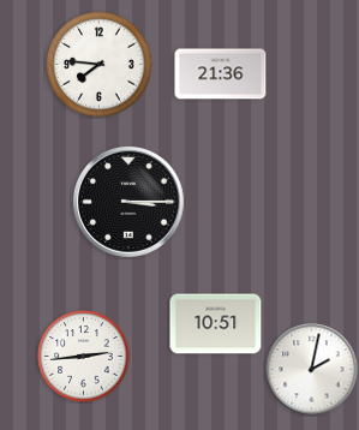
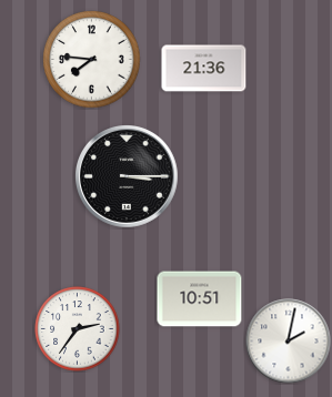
clock at (130, 203) position: (130, 203) -> (128, 177)
clock at (84, 357): 2:44 -> 2:36
